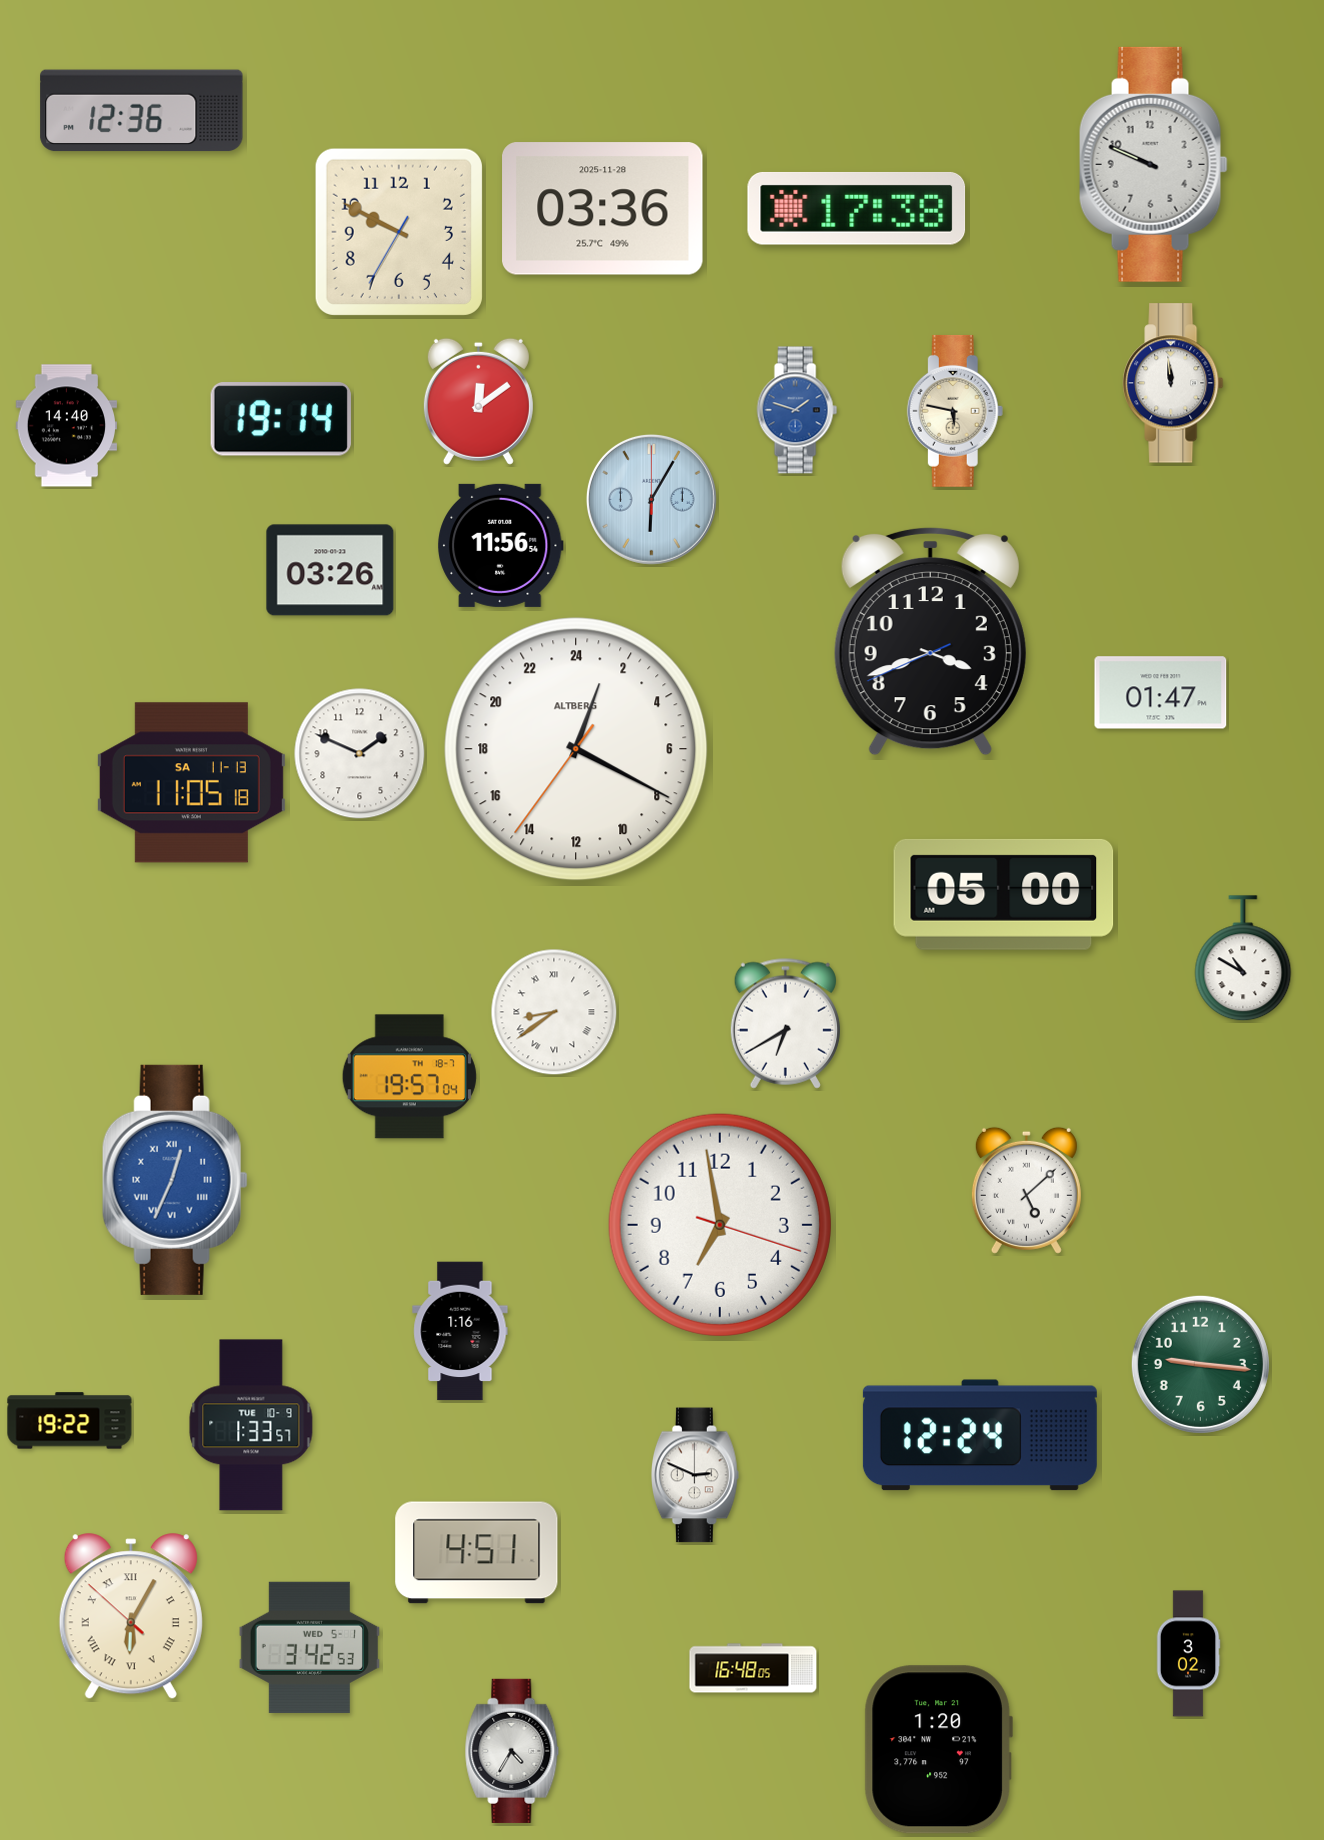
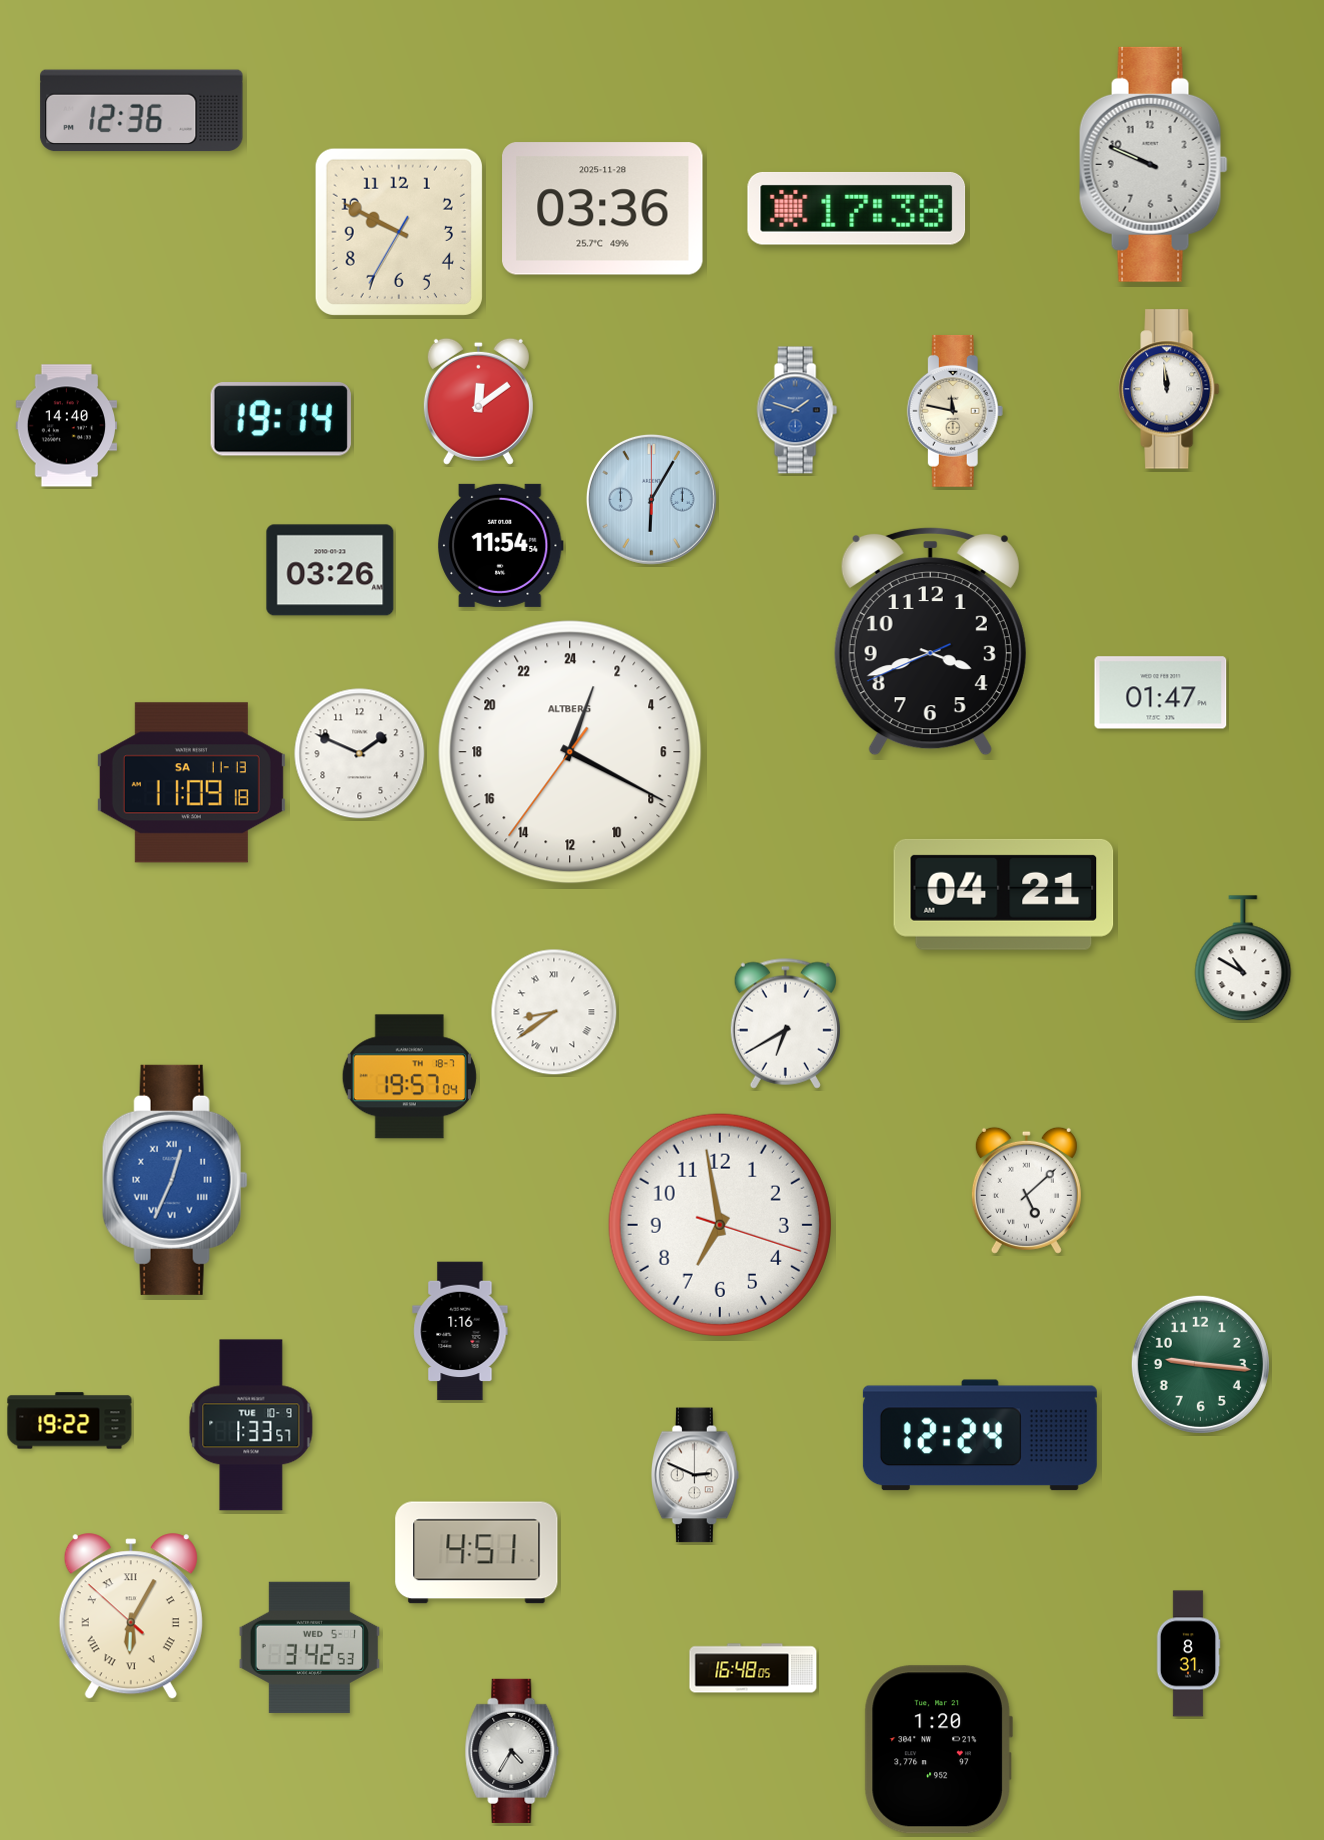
clock at (1173, 383) position: (1173, 383) -> (1169, 389)
clock at (955, 411): 5:47 -> 11:47
clock at (501, 545): 11:56 -> 11:54
clock at (576, 749) position: (576, 749) -> (570, 752)
clock at (191, 783): 11:05 -> 11:09
clock at (1004, 894): 05:00 -> 04:21
clock at (1188, 1654): 3:02 -> 8:31
